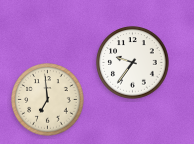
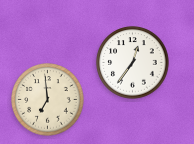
clock at (133, 63): 9:36 -> 12:36
